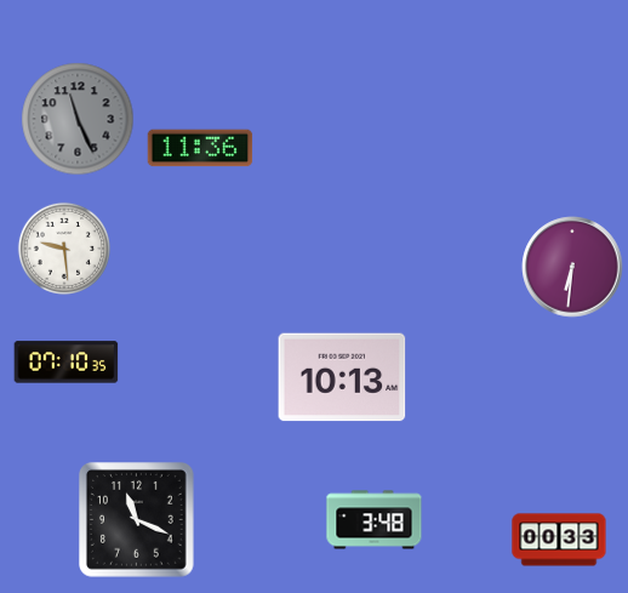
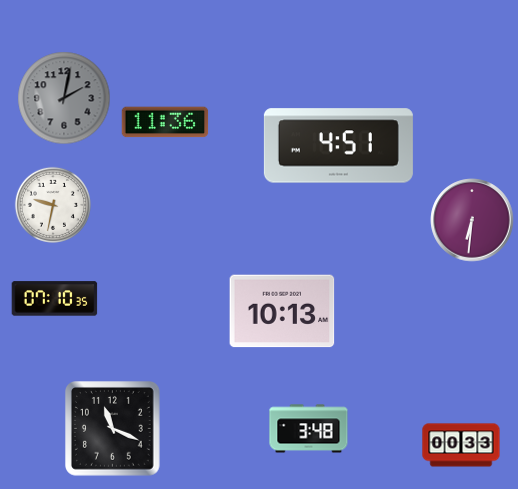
clock at (78, 119): 11:26 -> 2:02
clock at (338, 146): none -> 4:51
clock at (64, 249): 9:29 -> 9:32
